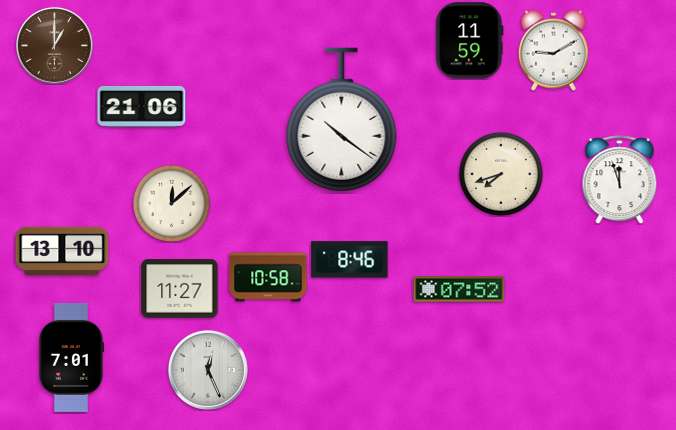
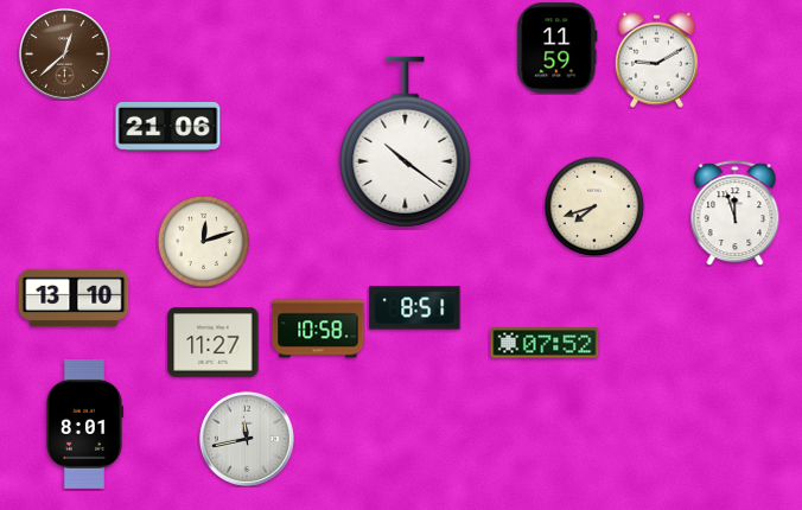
clock at (54, 45): 1:00 -> 12:38
clock at (171, 203): 12:08 -> 12:12
clock at (350, 260): 8:46 -> 8:51
clock at (70, 357): 7:01 -> 8:01
clock at (208, 370): 12:26 -> 11:43
